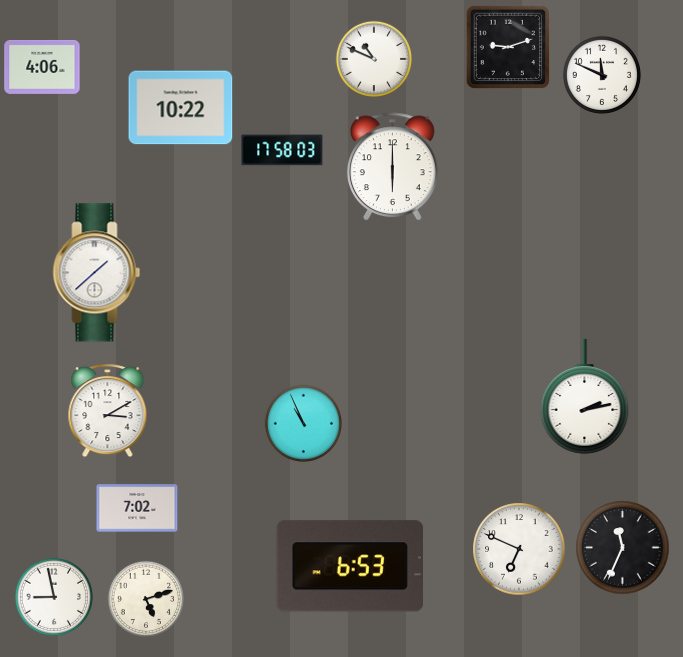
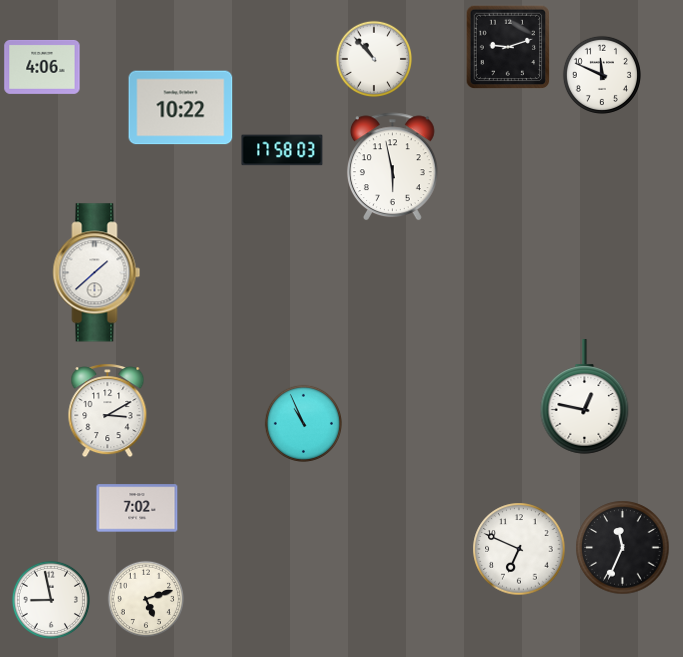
clock at (373, 58): 10:49 -> 10:53
clock at (392, 167): 6:00 -> 5:58
clock at (585, 397): 2:13 -> 12:47
clock at (349, 566): 6:53 -> none
clock at (54, 597) position: (54, 597) -> (51, 600)
